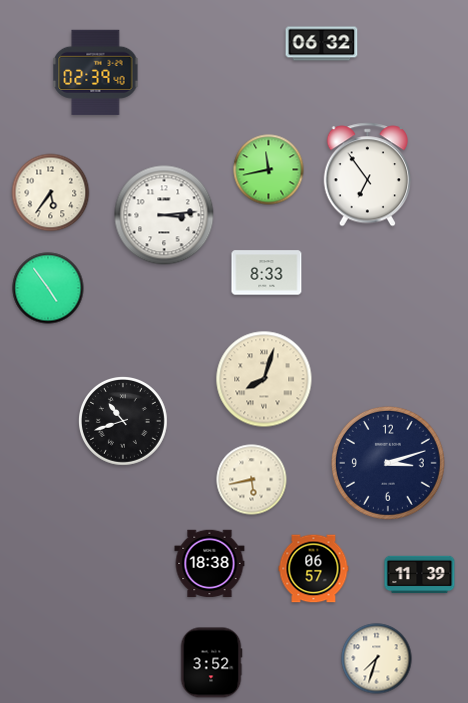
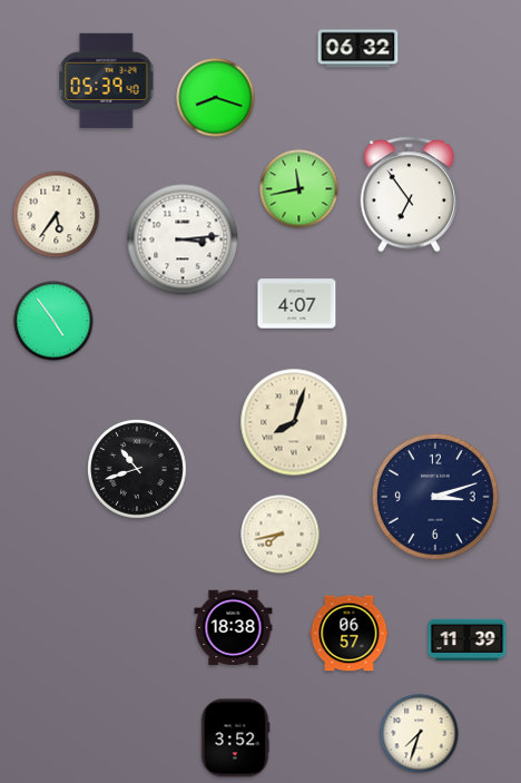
clock at (96, 72): 02:39 -> 05:39
clock at (216, 98): none -> 8:18
clock at (267, 273): 8:33 -> 4:07
clock at (388, 463) position: (388, 463) -> (435, 497)
clock at (252, 480): 5:43 -> 7:43
